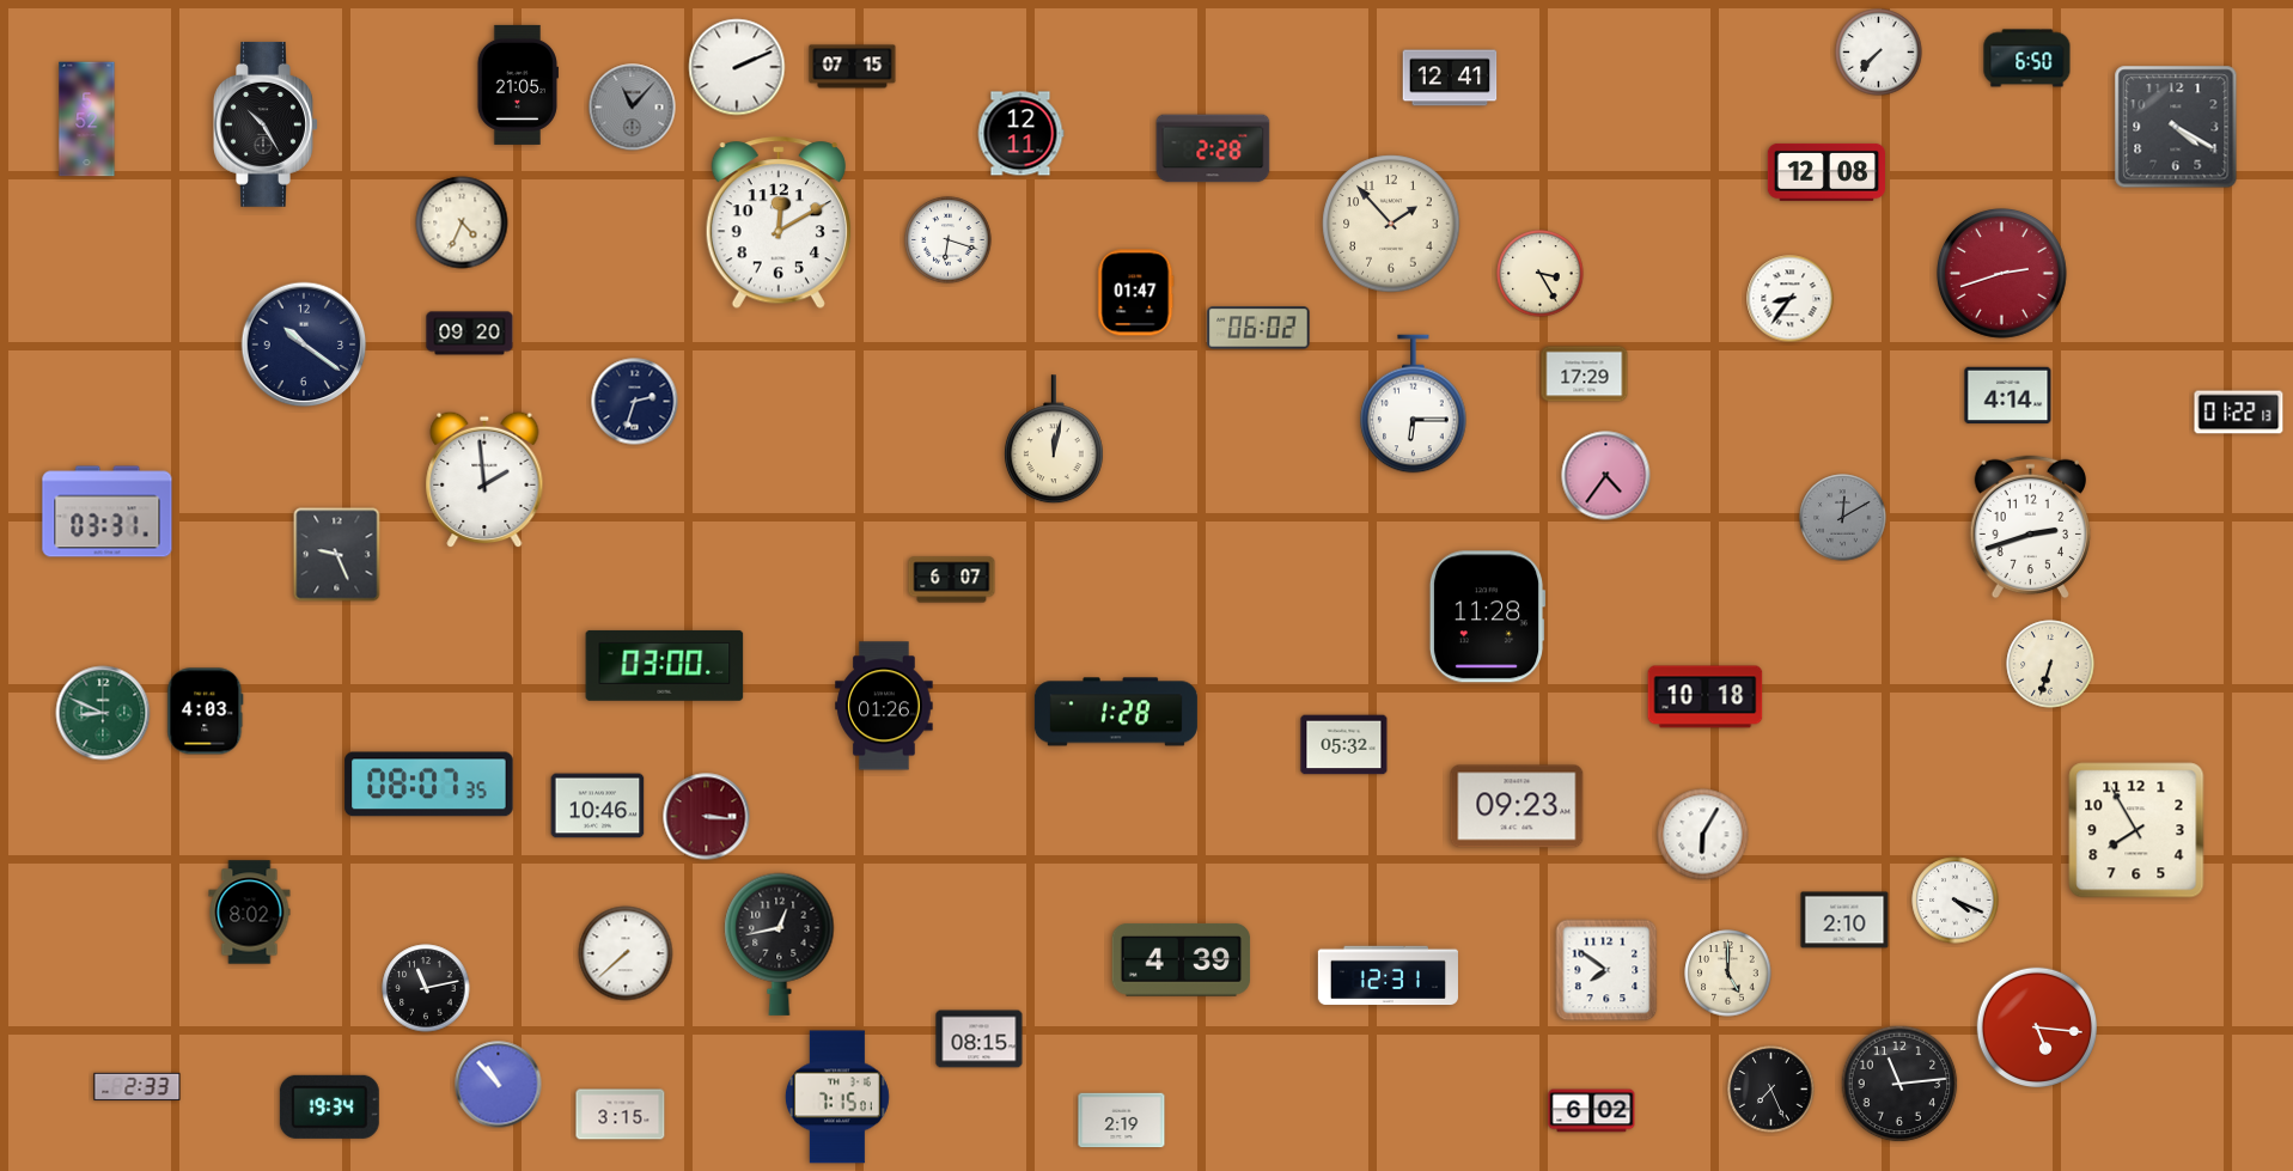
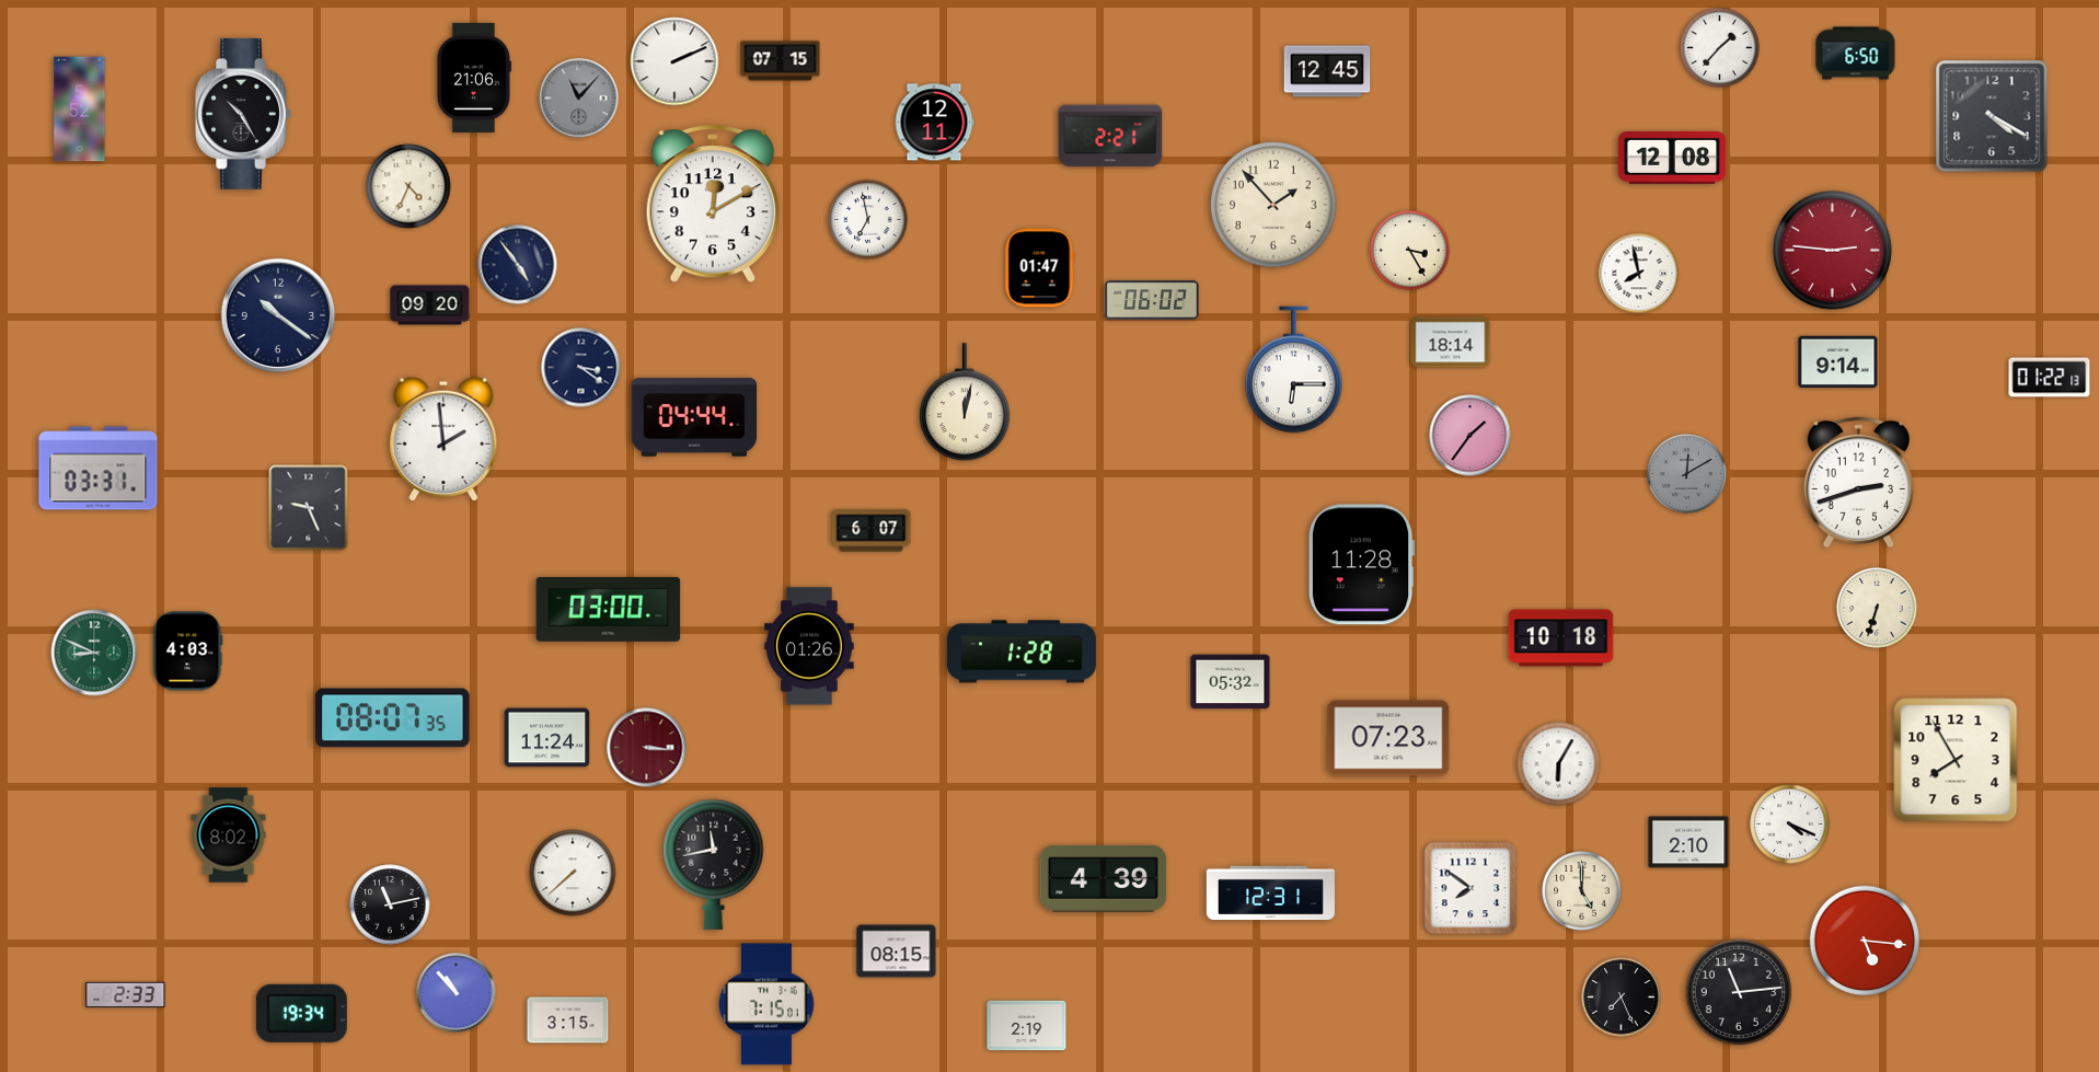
clock at (1879, 53): 7:37 -> 1:37
clock at (1450, 78): 12:41 -> 12:45
clock at (518, 85): 21:05 -> 21:06
clock at (1213, 148): 2:28 -> 2:21
clock at (462, 222) position: (462, 222) -> (408, 186)
clock at (949, 240): 6:18 -> 6:58
clock at (2001, 273): 2:42 -> 2:46
clock at (518, 265): none -> 4:54
clock at (1791, 299): 8:36 -> 7:58
clock at (1585, 374): 17:29 -> 18:14
clock at (2008, 396): 4:14 -> 9:14
clock at (635, 402): 2:33 -> 3:21
clock at (694, 417): none -> 04:44
clock at (1606, 476): 4:36 -> 1:36
clock at (598, 806): 10:46 -> 11:24
clock at (1517, 806): 09:23 -> 07:23
clock at (780, 944): 12:43 -> 11:43
clock at (1182, 959) position: (1182, 959) -> (1104, 878)
clock at (1592, 1111): 6:02 -> none
